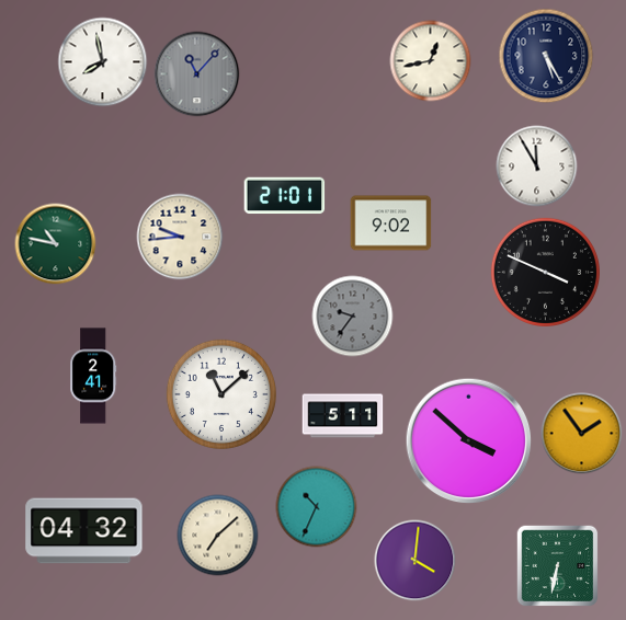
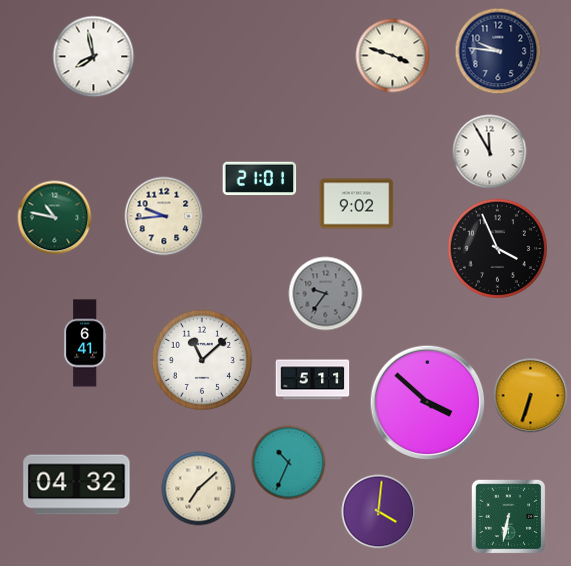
clock at (546, 56): 5:25 -> 9:46
clock at (431, 61): 12:43 -> 3:48
clock at (197, 74): 11:07 -> none
clock at (56, 244) position: (56, 244) -> (55, 218)
clock at (545, 272): 3:49 -> 3:56
clock at (353, 317) position: (353, 317) -> (326, 294)
clock at (93, 376): 2:41 -> 6:41
clock at (582, 434): 1:54 -> 6:33
